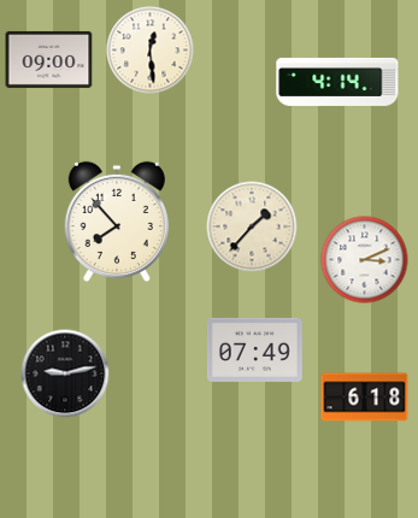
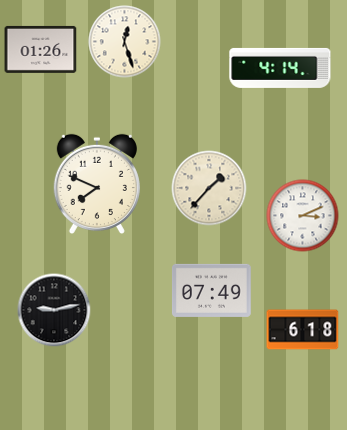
clock at (151, 51): 12:29 -> 12:27
clock at (49, 59): 09:00 -> 01:26
clock at (117, 222): 7:53 -> 7:49
